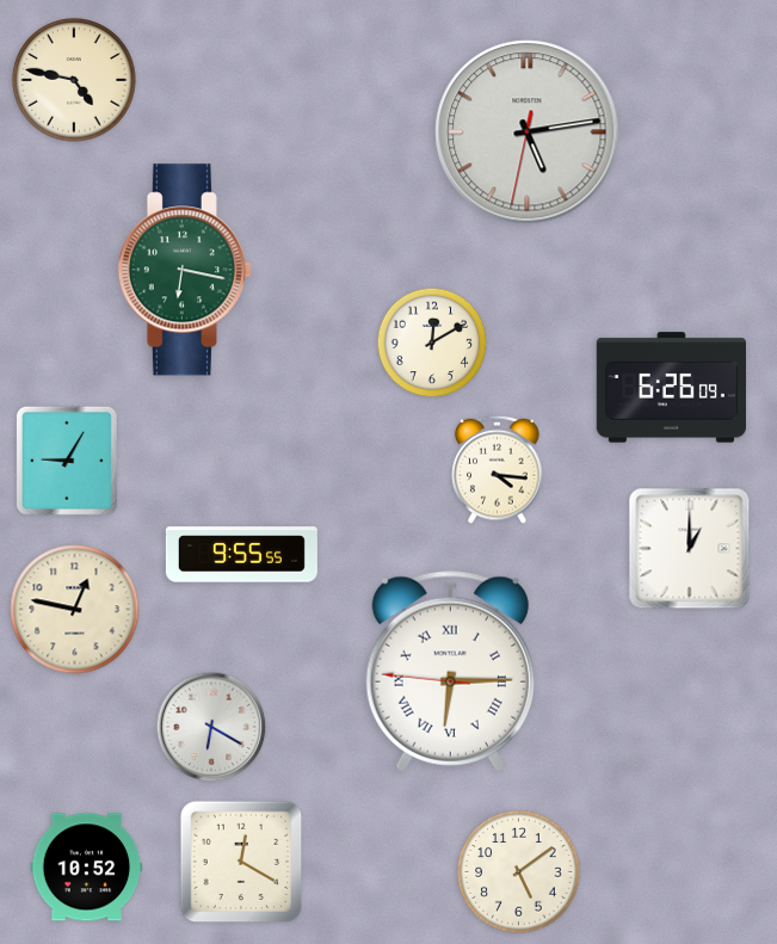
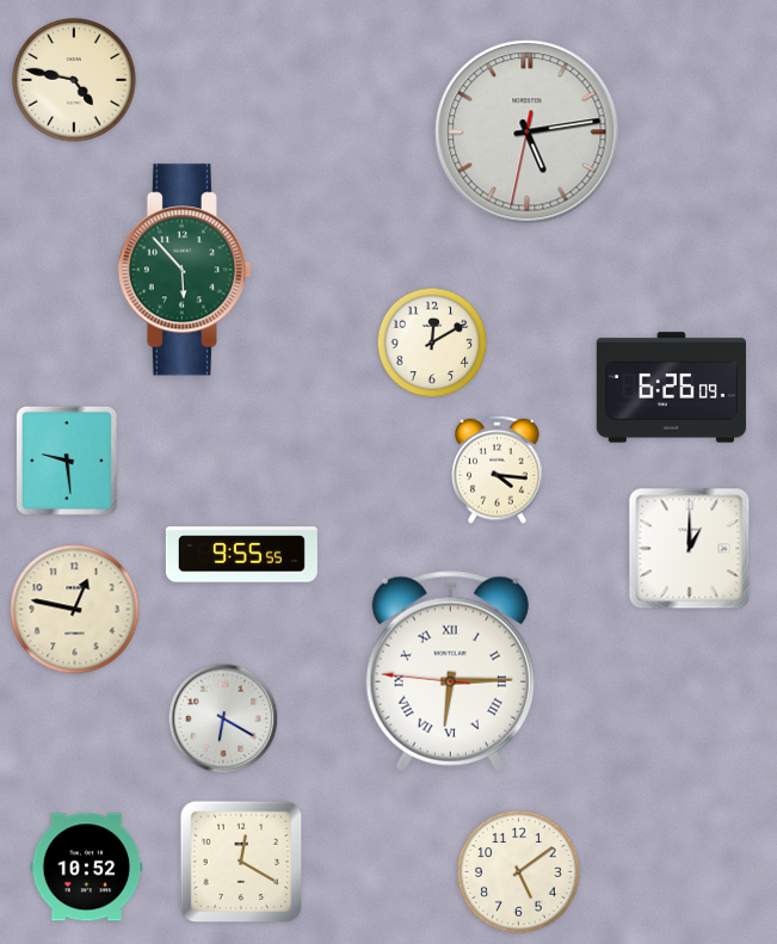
clock at (185, 270): 6:17 -> 5:53
clock at (67, 461): 9:05 -> 9:29
clock at (211, 727) position: (211, 727) -> (223, 718)
